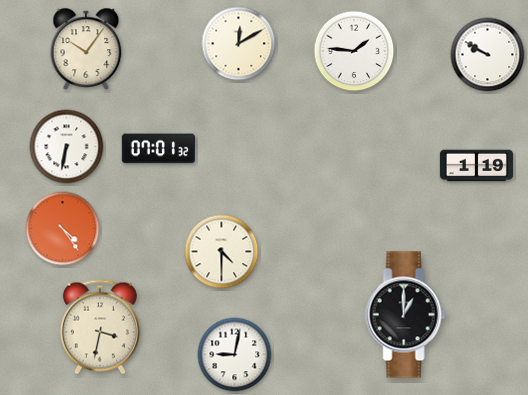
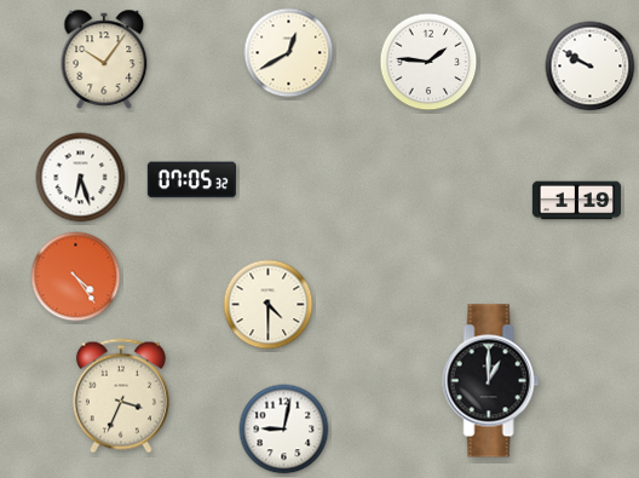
clock at (239, 44): 12:10 -> 12:40
clock at (67, 147): 6:32 -> 6:27
clock at (158, 149): 07:01 -> 07:05
clock at (100, 327): 3:32 -> 3:34
